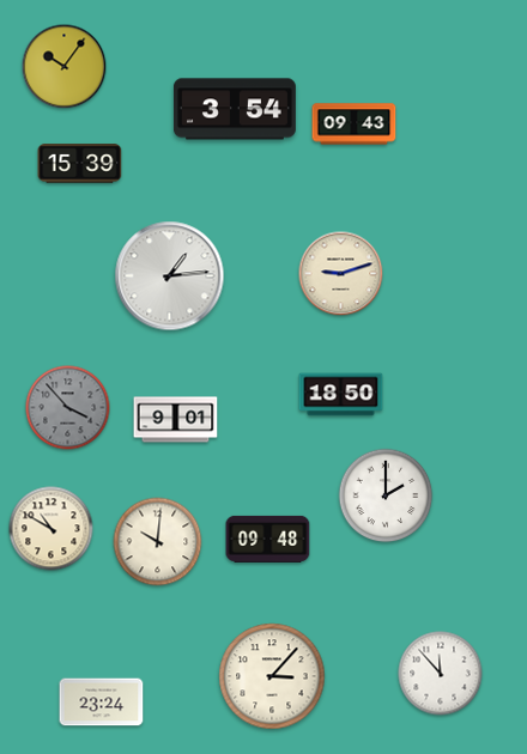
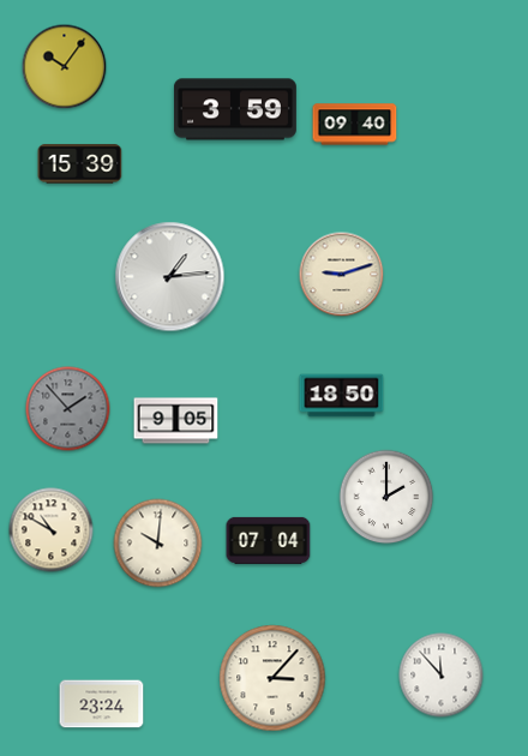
clock at (235, 109): 3:54 -> 3:59
clock at (355, 124): 09:43 -> 09:40
clock at (68, 408): 3:53 -> 1:53
clock at (176, 420): 9:01 -> 9:05
clock at (268, 539): 09:48 -> 07:04
